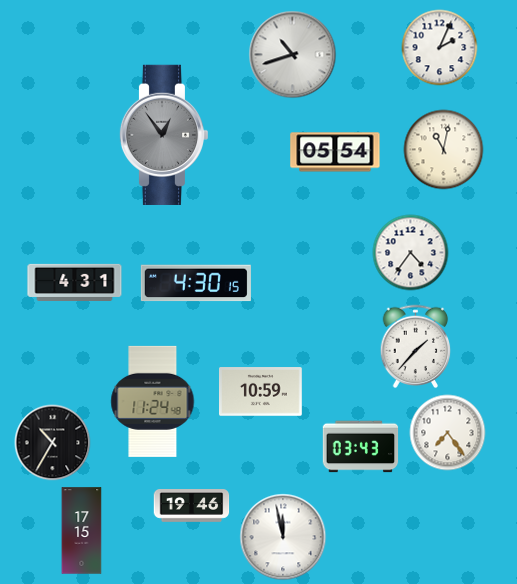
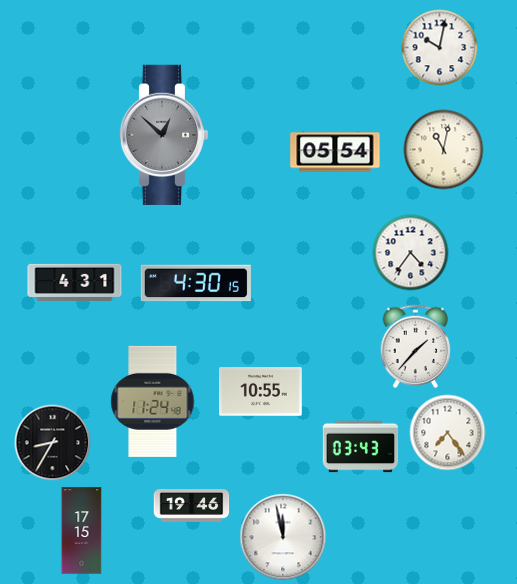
clock at (440, 48): 2:04 -> 10:02
clock at (293, 55): 10:42 -> none
clock at (163, 135): 12:54 -> 12:52
clock at (261, 392): 10:59 -> 10:55
clock at (53, 443): 10:35 -> 8:35
